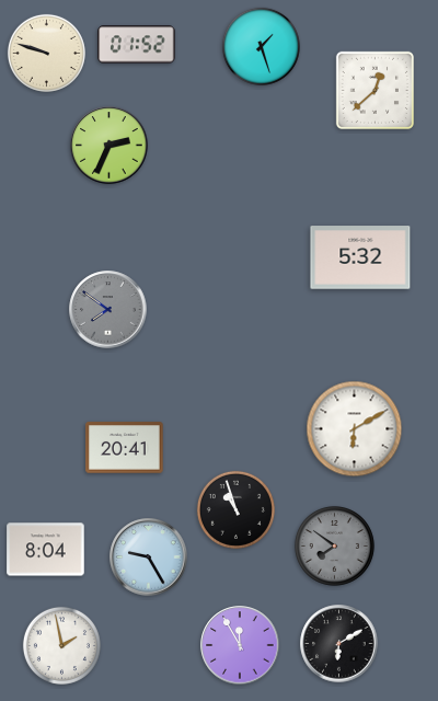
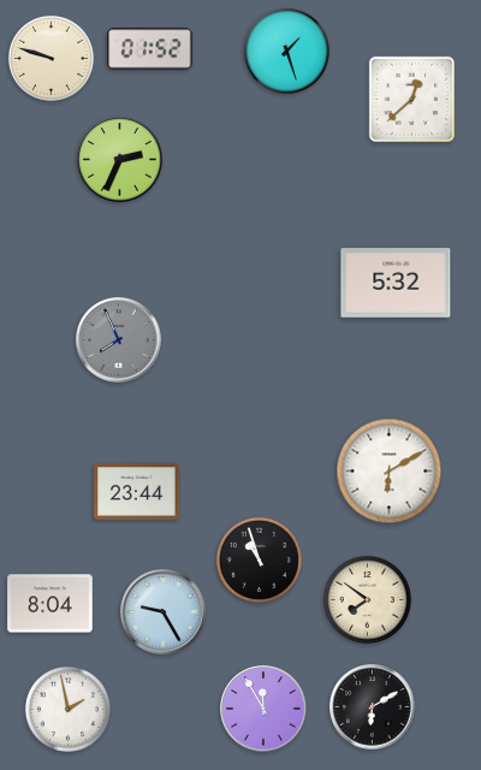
clock at (108, 310): 7:51 -> 7:56
clock at (125, 448): 20:41 -> 23:44
clock at (334, 545) dial: grey -> cream
